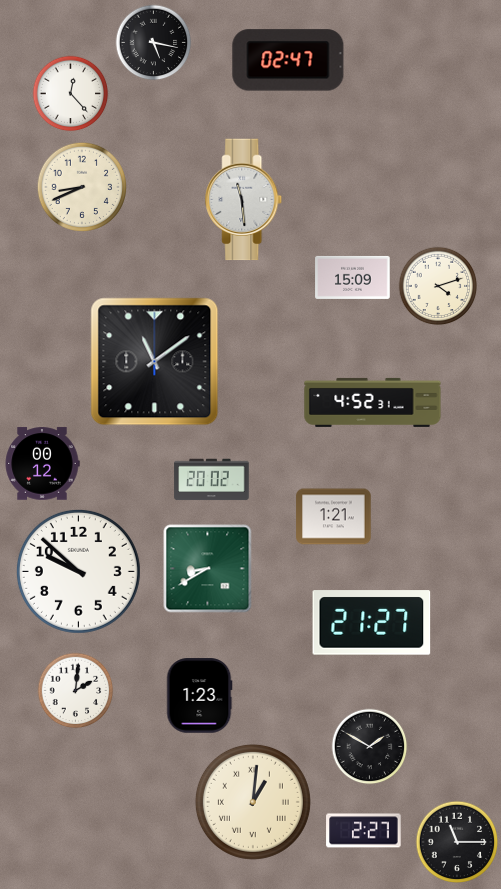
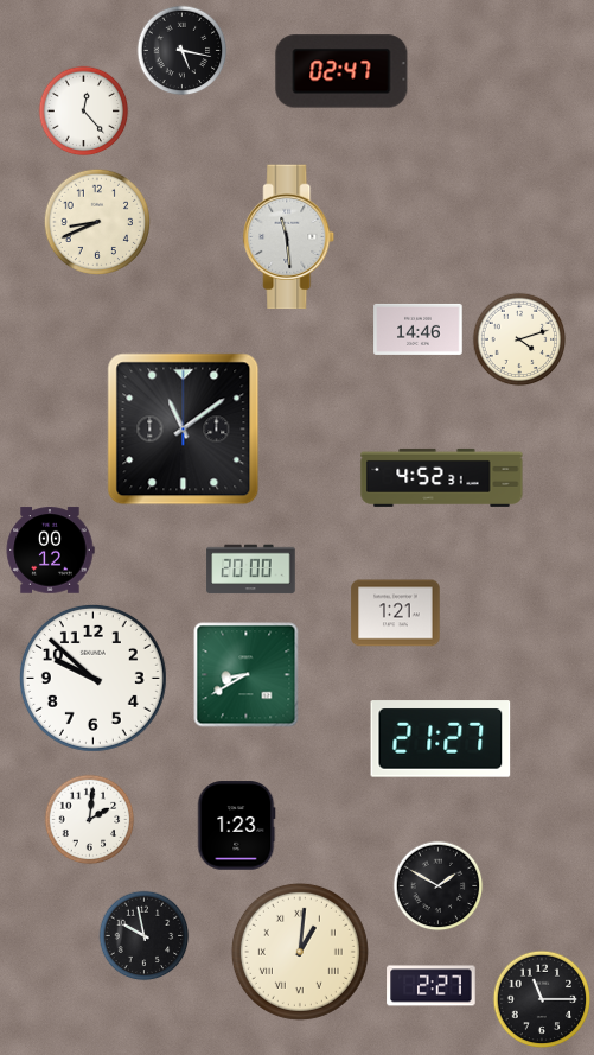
clock at (353, 277): 15:09 -> 14:46
clock at (212, 480): 20:02 -> 20:00
clock at (145, 936): none -> 9:58
